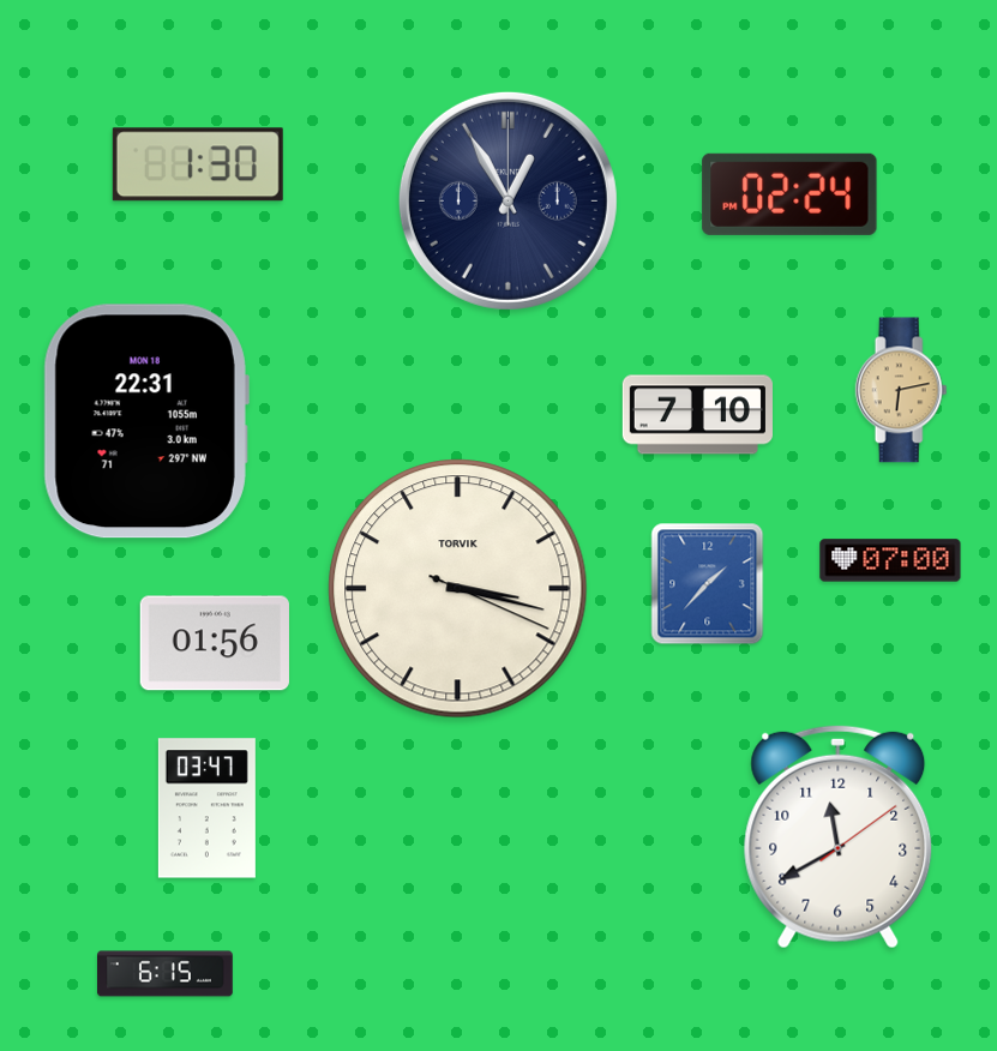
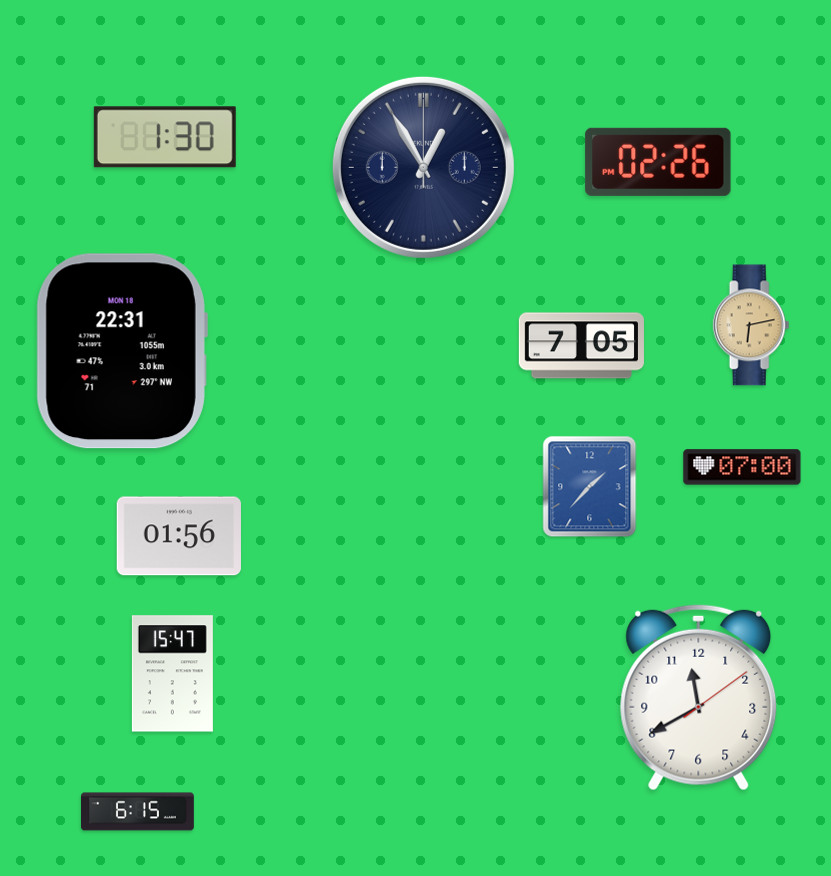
clock at (789, 194): 02:24 -> 02:26
clock at (697, 415): 7:10 -> 7:05
clock at (458, 589): 3:17 -> none
clock at (206, 809): 03:47 -> 15:47
